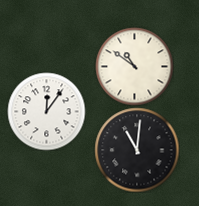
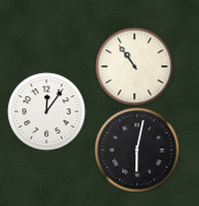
clock at (134, 66): 10:51 -> 10:54
clock at (137, 150): 11:01 -> 6:02
